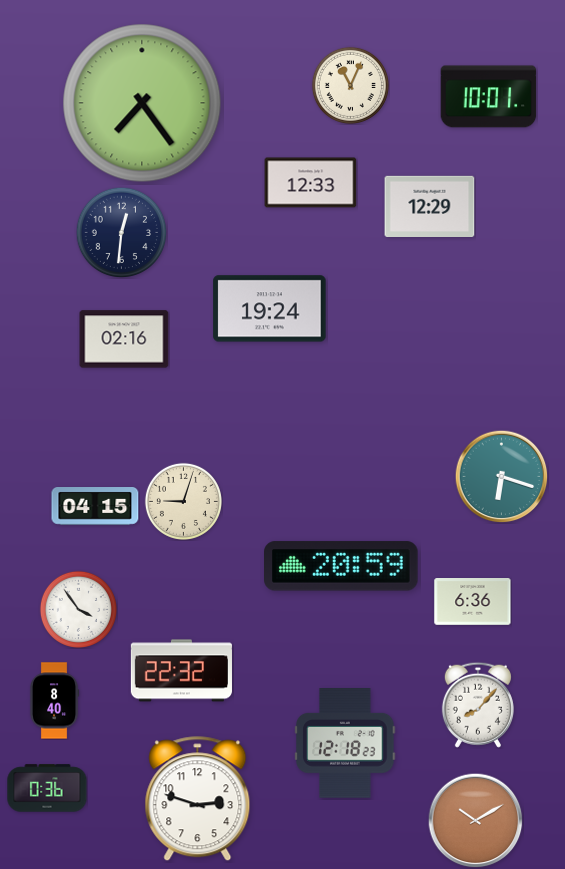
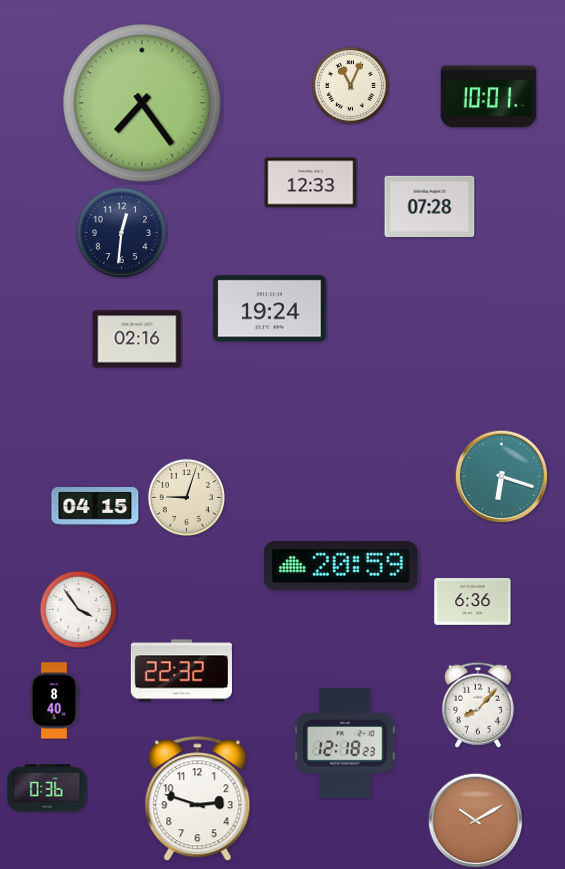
clock at (430, 206): 12:29 -> 07:28
clock at (124, 339) position: (124, 339) -> (137, 339)
clock at (183, 501) position: (183, 501) -> (186, 497)
